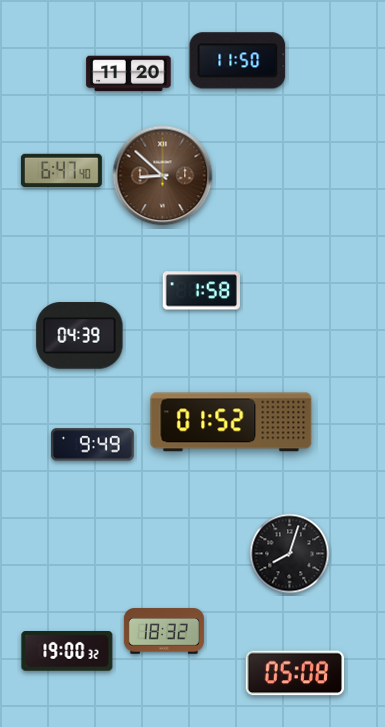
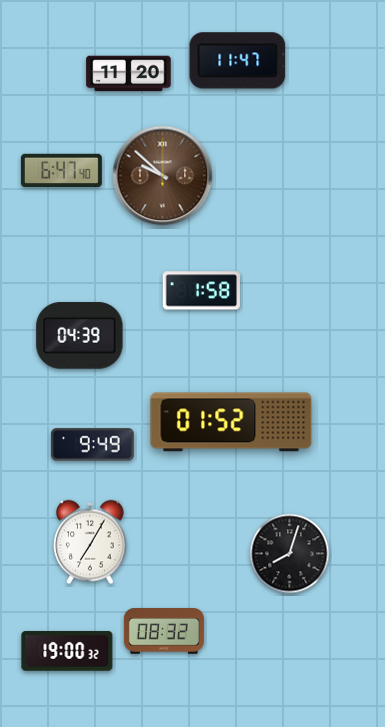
clock at (238, 61): 11:50 -> 11:47
clock at (163, 176): 8:52 -> 9:52
clock at (90, 542): none -> 7:05
clock at (164, 631): 18:32 -> 08:32
clock at (295, 673): 05:08 -> none
